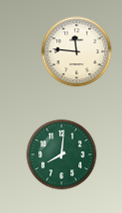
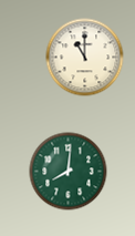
clock at (77, 52): 11:46 -> 11:00
